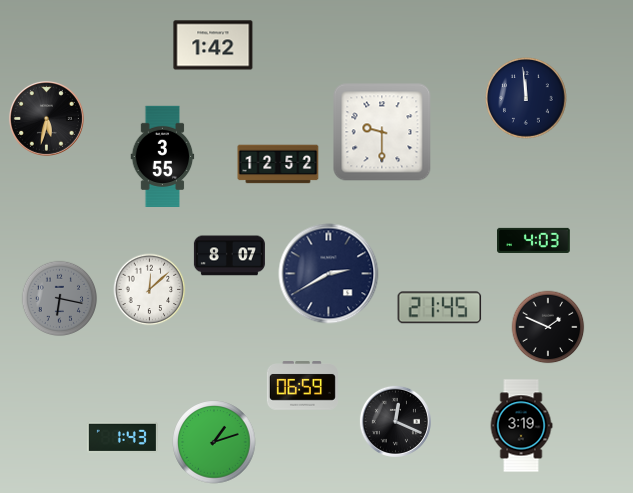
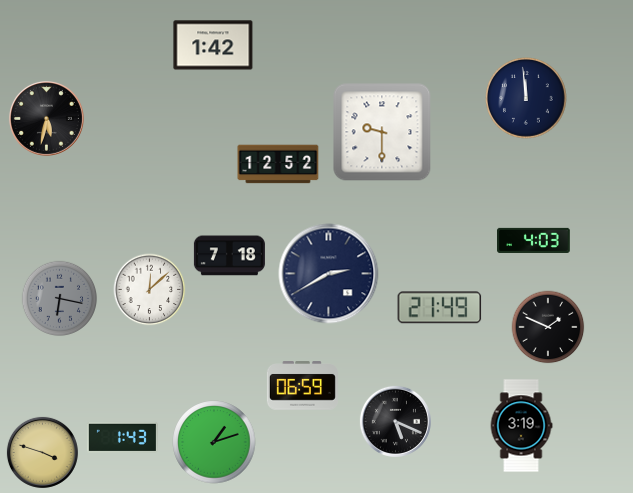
clock at (163, 156): 3:55 -> none
clock at (229, 256): 8:07 -> 7:18
clock at (440, 308): 21:45 -> 21:49
clock at (395, 421): 12:19 -> 5:19
clock at (42, 452): none -> 3:48
